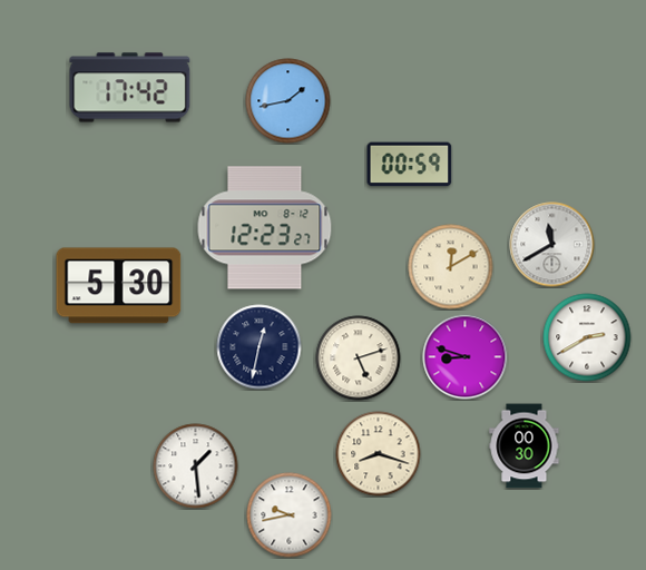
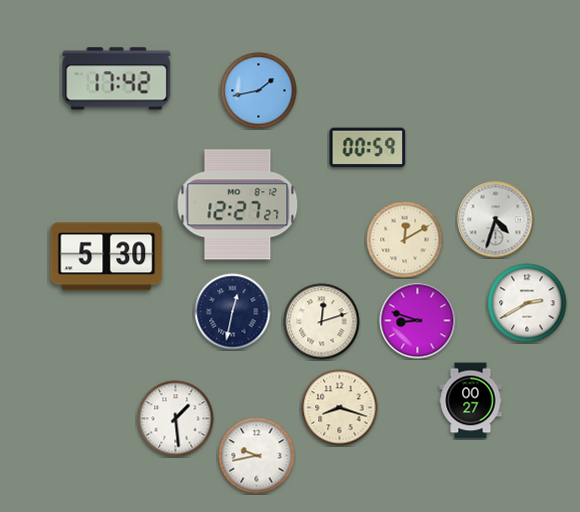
clock at (265, 228): 12:23 -> 12:27
clock at (552, 245): 11:40 -> 4:33
clock at (359, 358): 5:12 -> 12:12
clock at (525, 446): 00:30 -> 00:27
clock at (290, 515) position: (290, 515) -> (257, 456)
